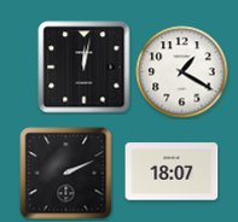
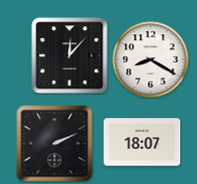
clock at (85, 68): 12:02 -> 12:07
clock at (182, 72): 1:20 -> 8:20
